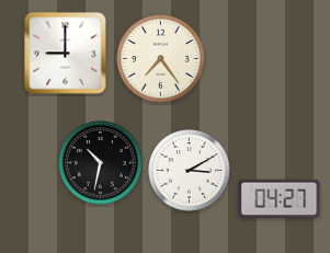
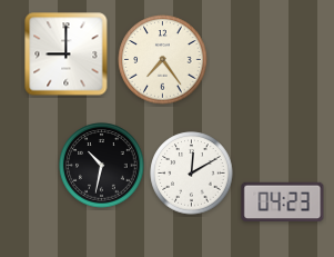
clock at (190, 171): 3:10 -> 12:10
clock at (280, 199): 04:27 -> 04:23
